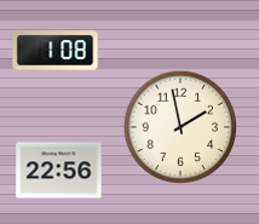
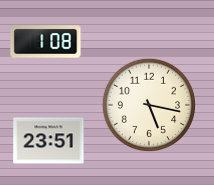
clock at (179, 126): 1:58 -> 5:17
clock at (59, 171): 22:56 -> 23:51
